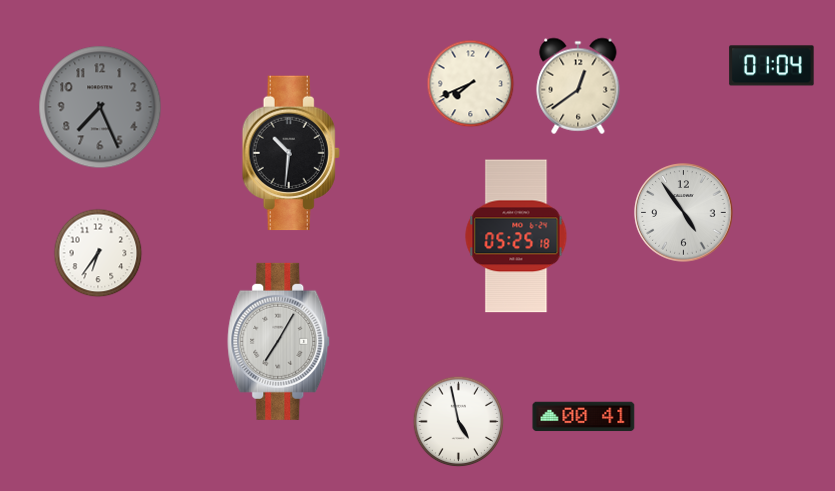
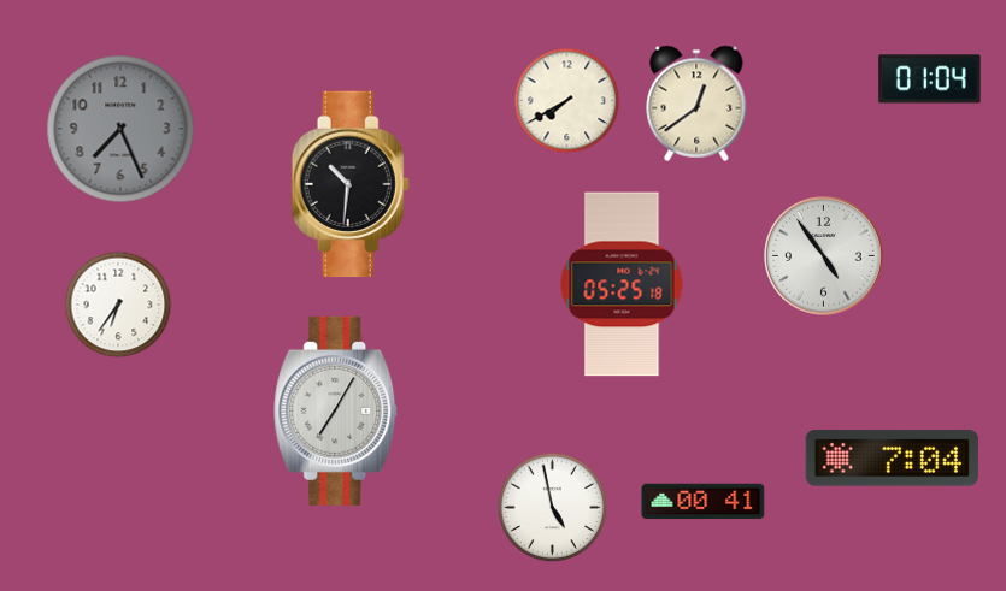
clock at (471, 84): 7:41 -> 7:40
clock at (892, 459): none -> 7:04
